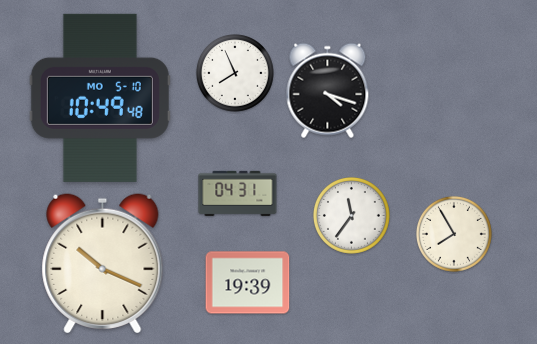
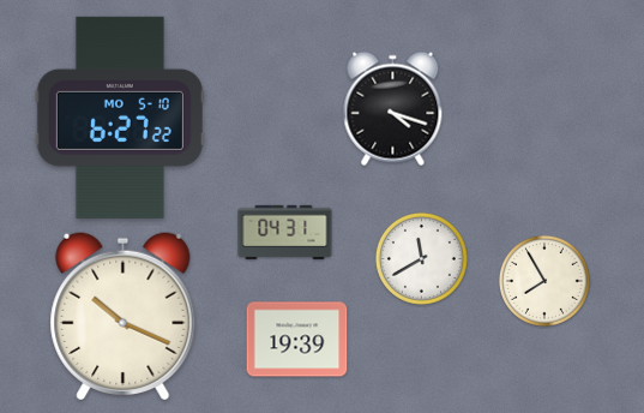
clock at (236, 74): 7:56 -> none
clock at (100, 98): 10:49 -> 6:27
clock at (351, 215): 11:36 -> 11:40
